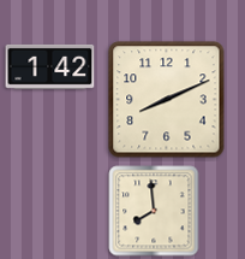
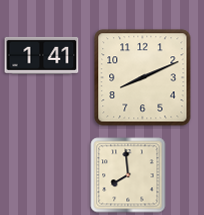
clock at (50, 66): 1:42 -> 1:41
clock at (167, 100) position: (167, 100) -> (143, 78)
